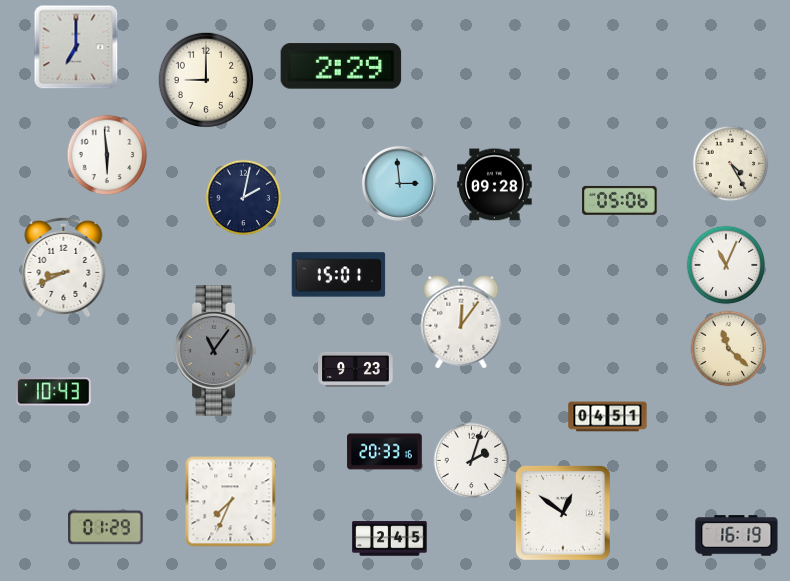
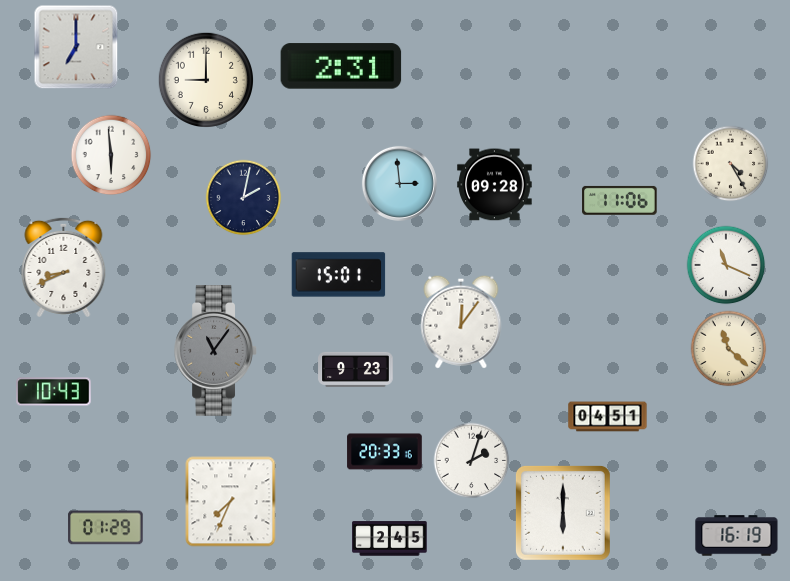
clock at (341, 66): 2:29 -> 2:31
clock at (107, 155) position: (107, 155) -> (111, 155)
clock at (620, 200): 05:06 -> 11:06
clock at (726, 265): 11:04 -> 11:19
clock at (563, 513): 12:51 -> 6:00
